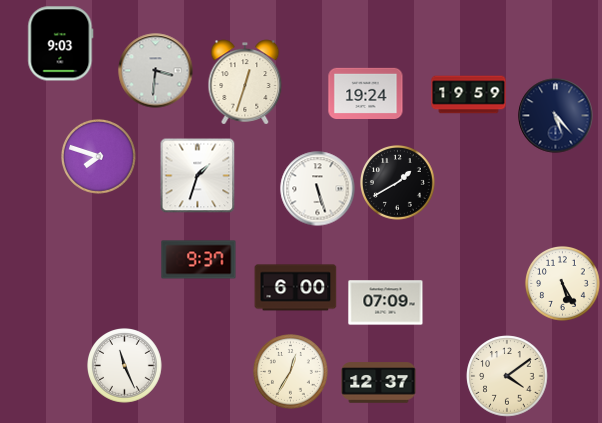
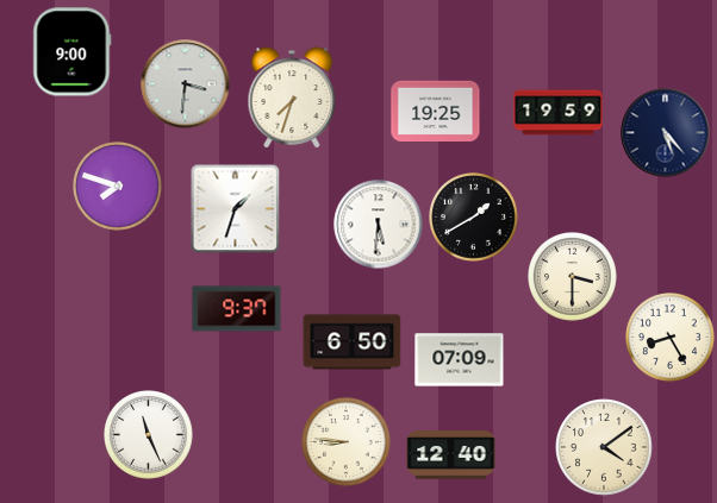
clock at (61, 44): 9:03 -> 9:00
clock at (245, 82): 12:33 -> 7:33
clock at (366, 93): 19:24 -> 19:25
clock at (556, 116) position: (556, 116) -> (666, 133)
clock at (318, 189): 5:27 -> 5:31
clock at (573, 277): none -> 3:30
clock at (563, 284): 5:25 -> 8:25
clock at (296, 288): 6:00 -> 6:50
clock at (291, 372): 12:35 -> 8:46
clock at (379, 383): 12:37 -> 12:40
